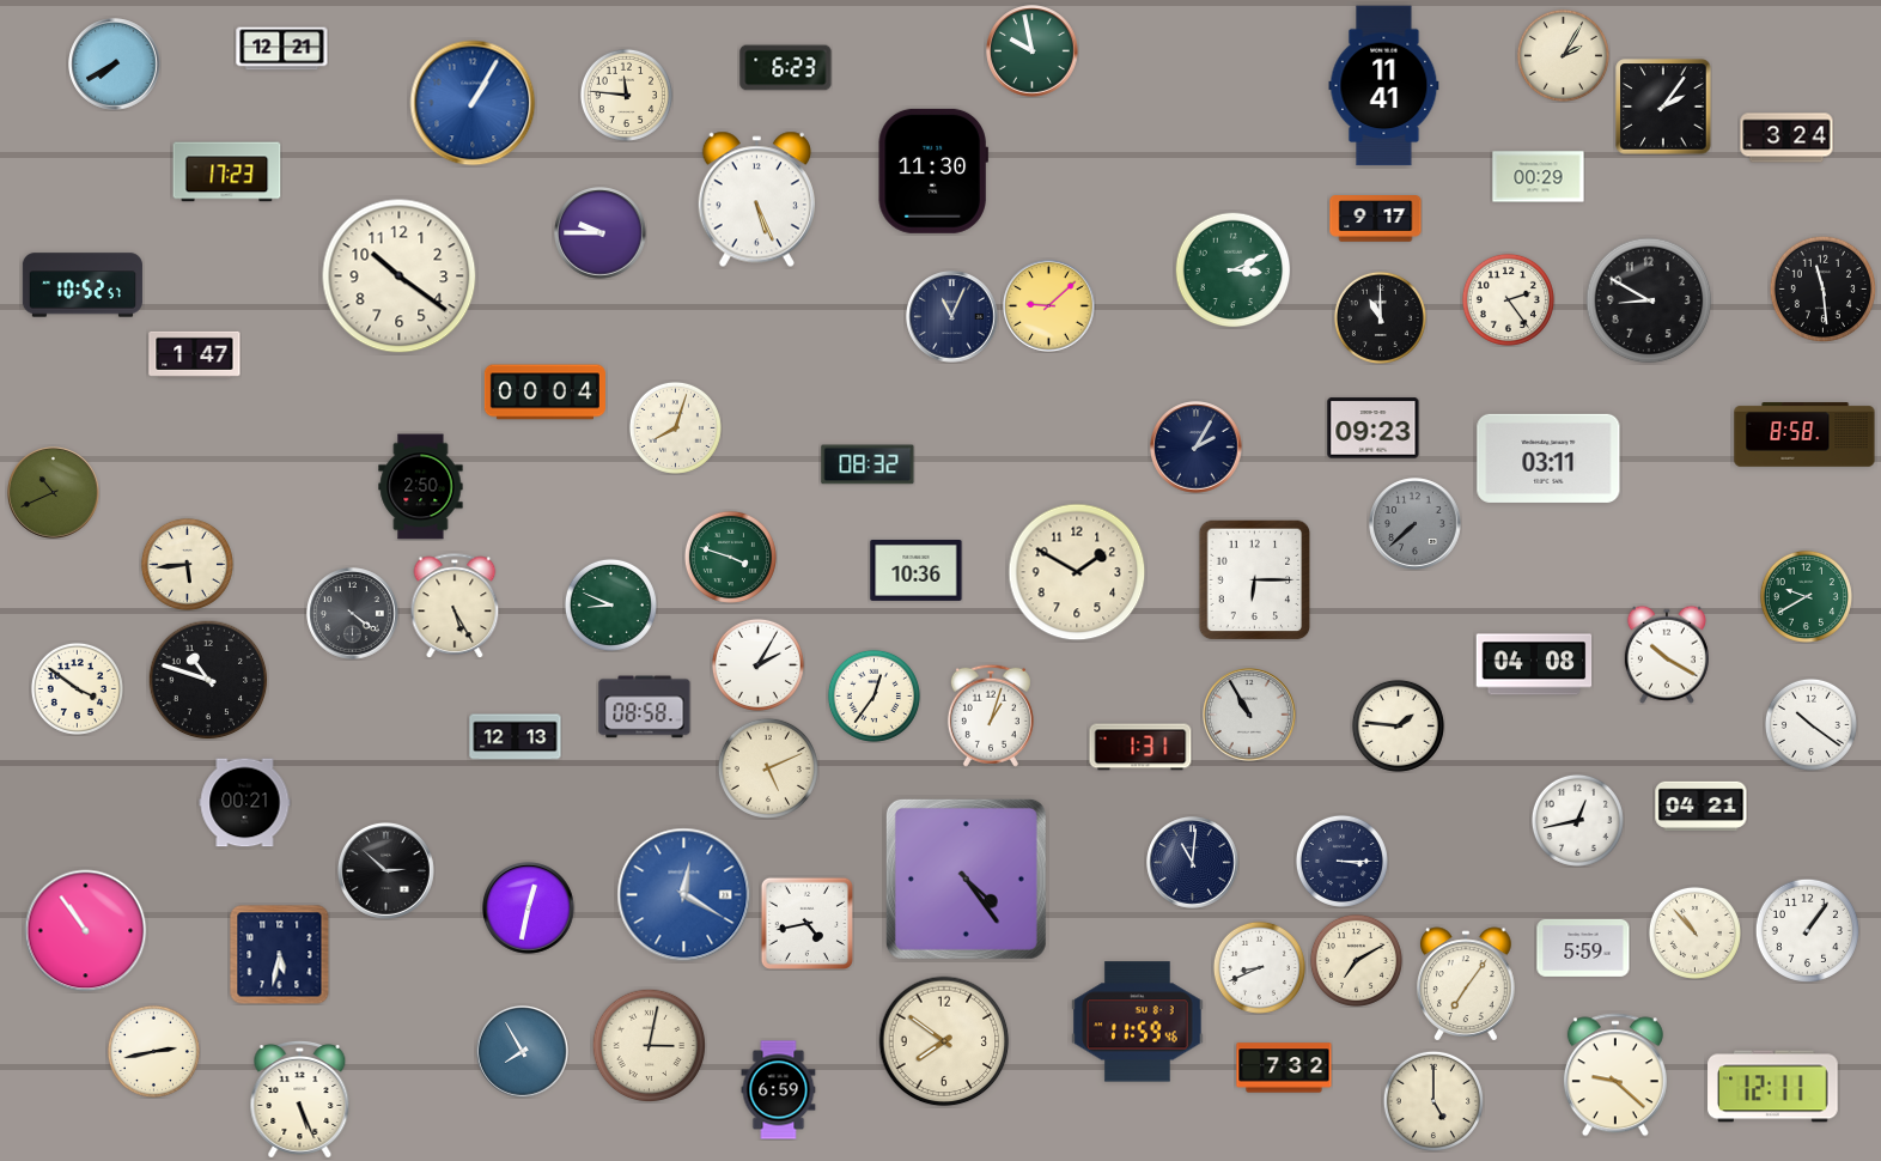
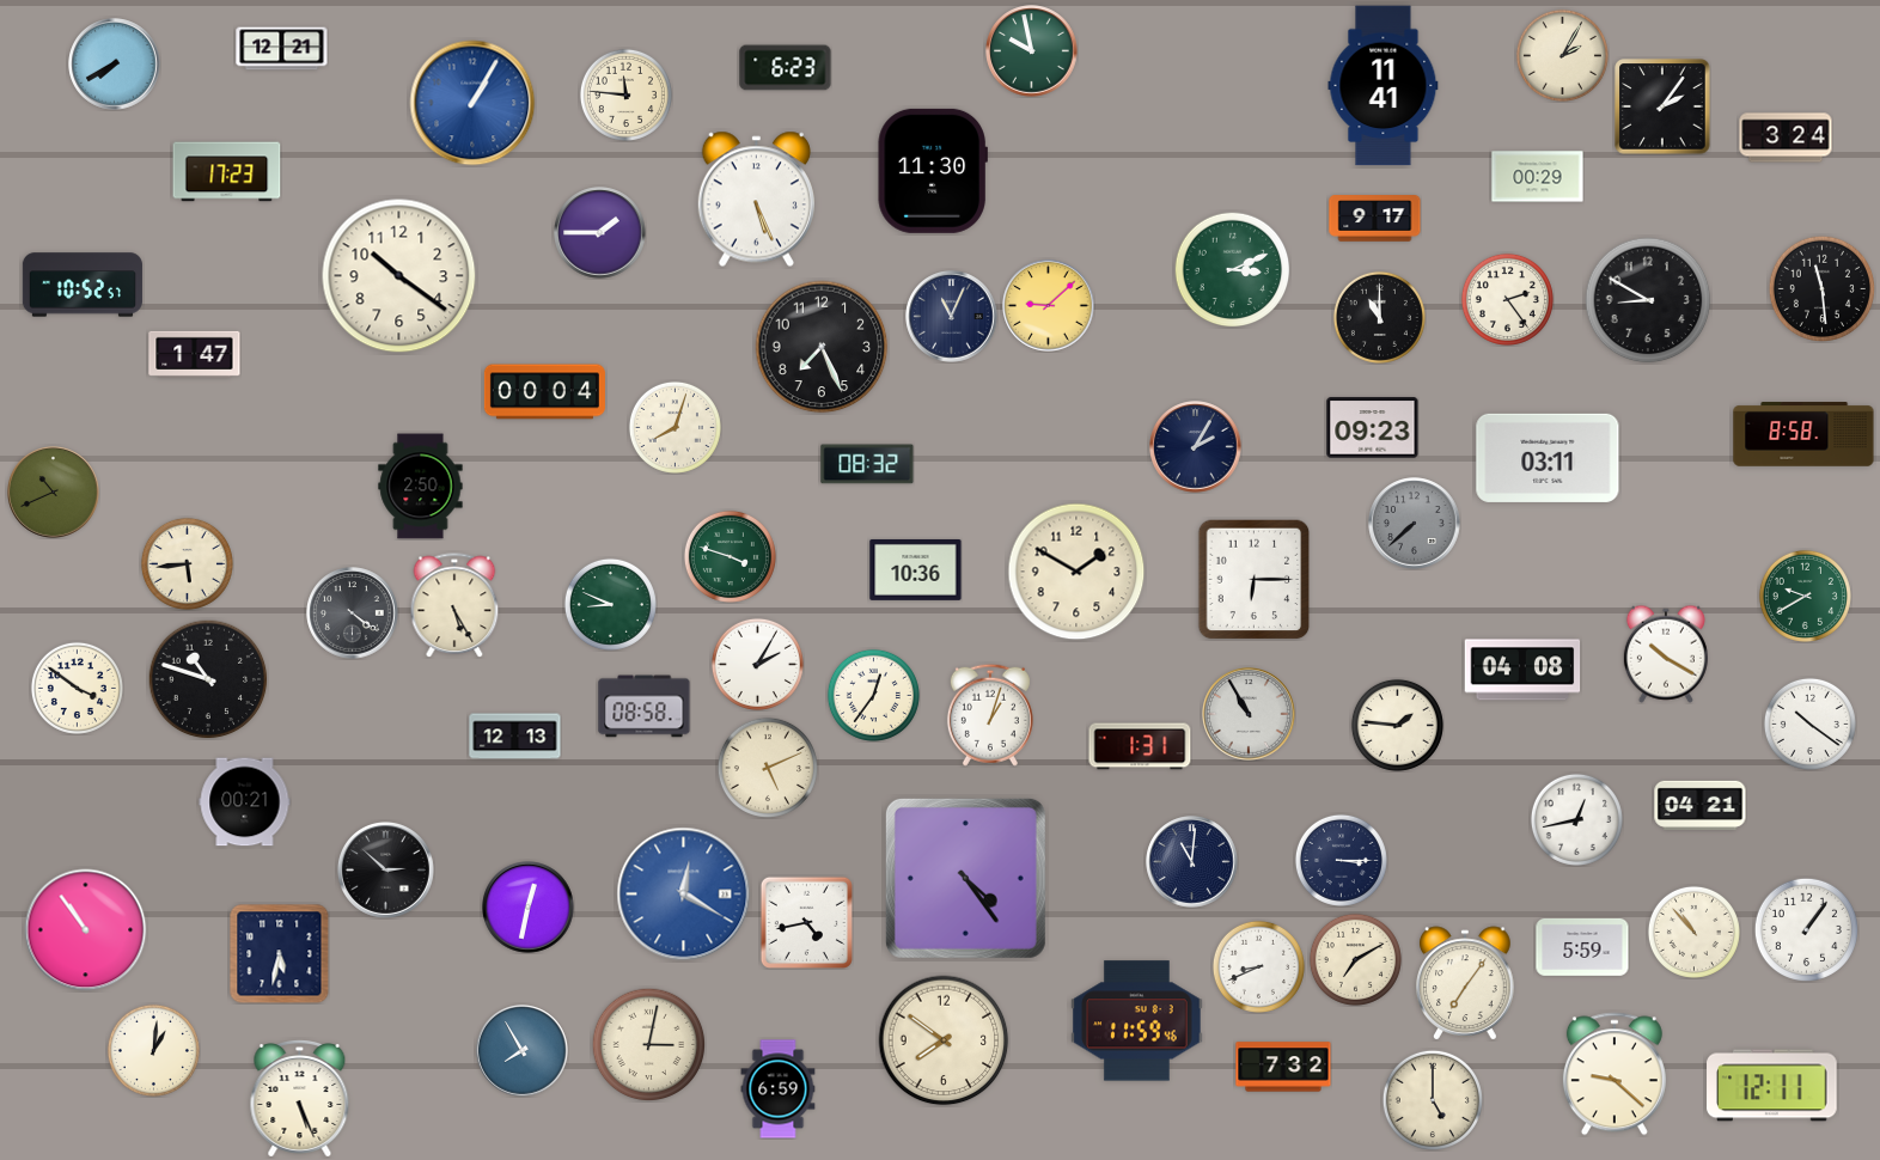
clock at (601, 233): 9:45 -> 1:45
clock at (822, 347): none -> 7:26
clock at (1534, 664) position: (1534, 664) -> (1522, 670)
clock at (153, 1051): 2:43 -> 1:01
